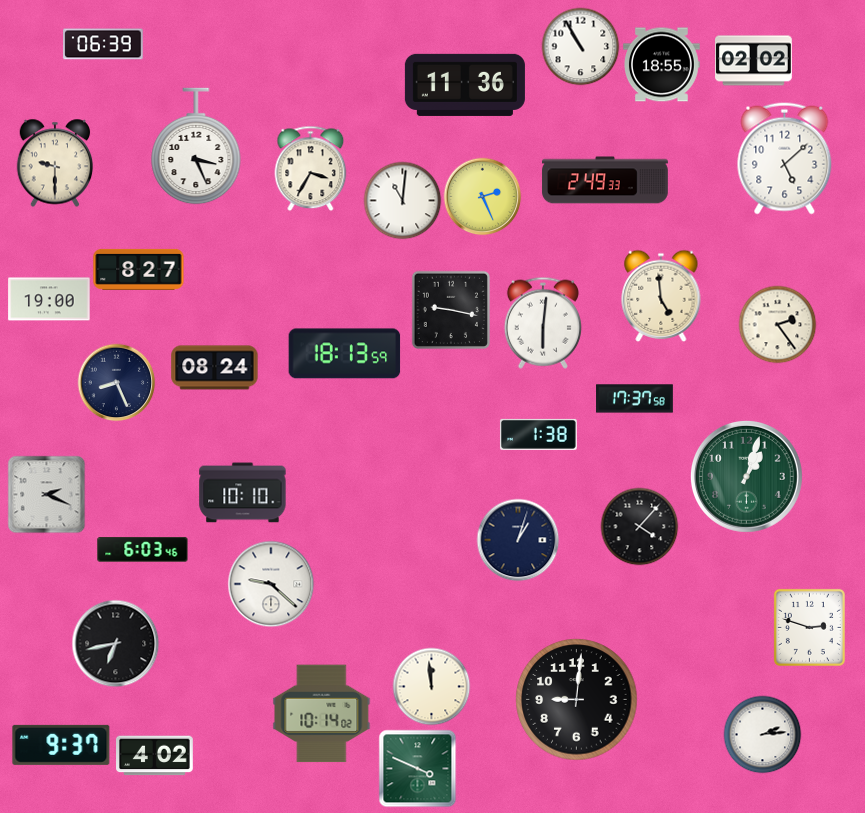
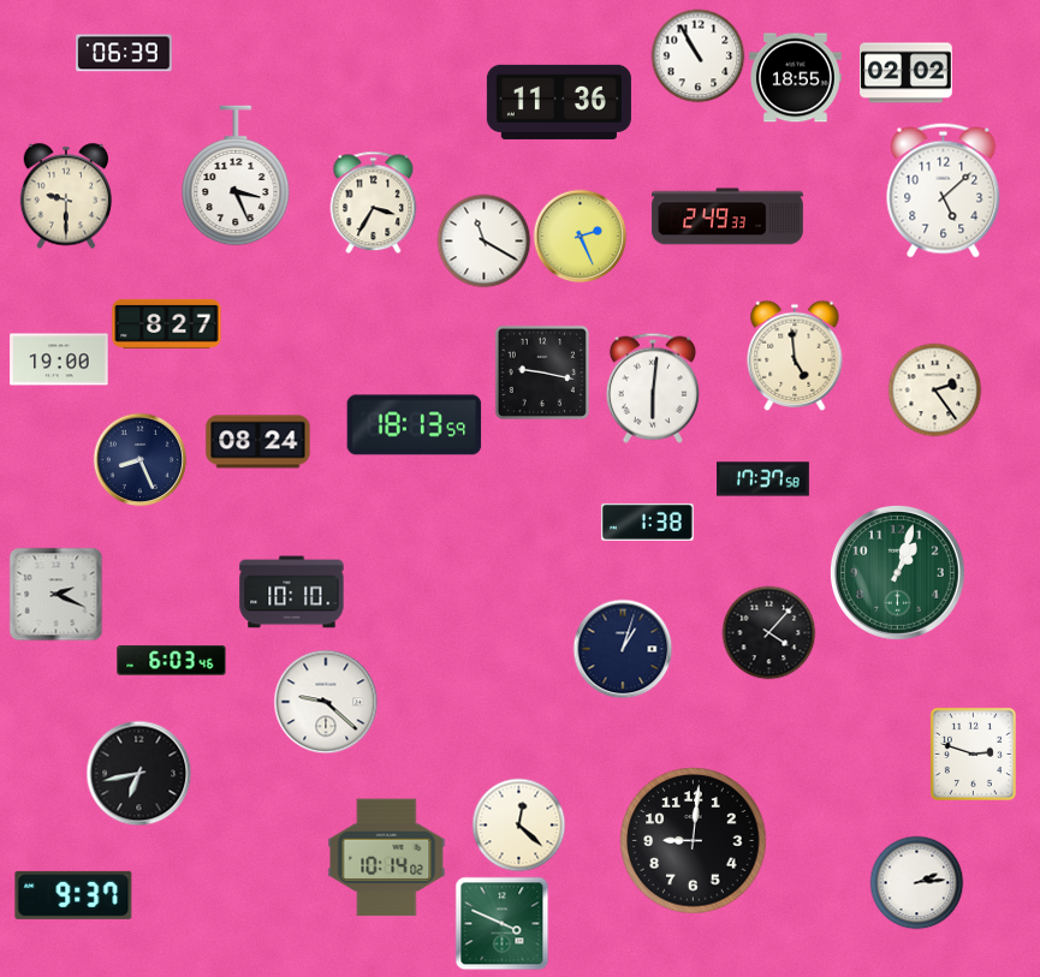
clock at (402, 200): 11:01 -> 11:20
clock at (431, 686): 11:59 -> 12:22
clock at (155, 756): 4:02 -> none
